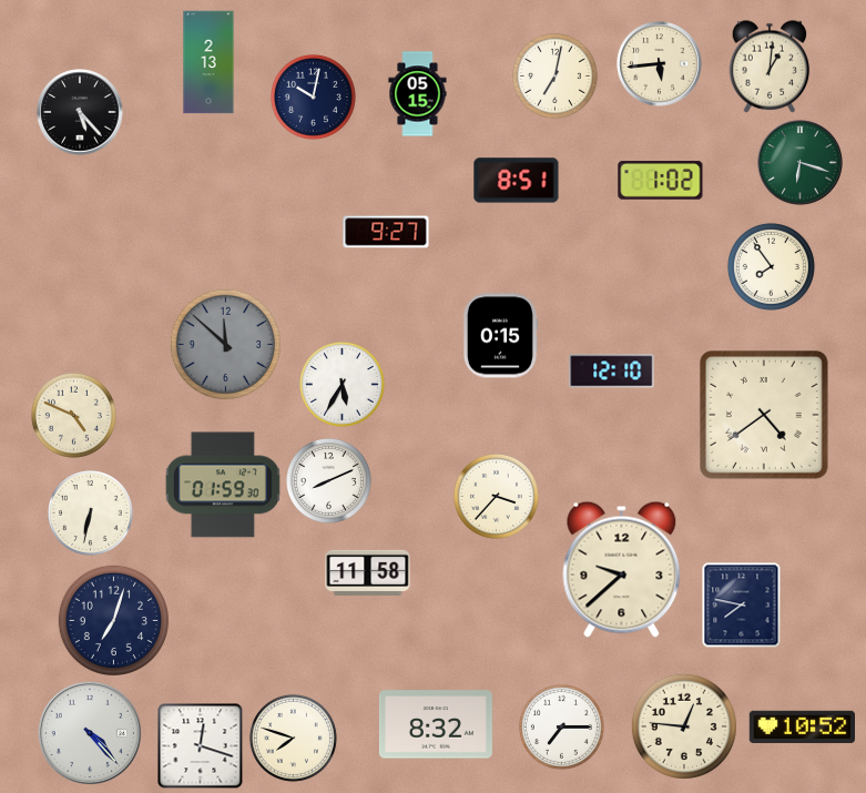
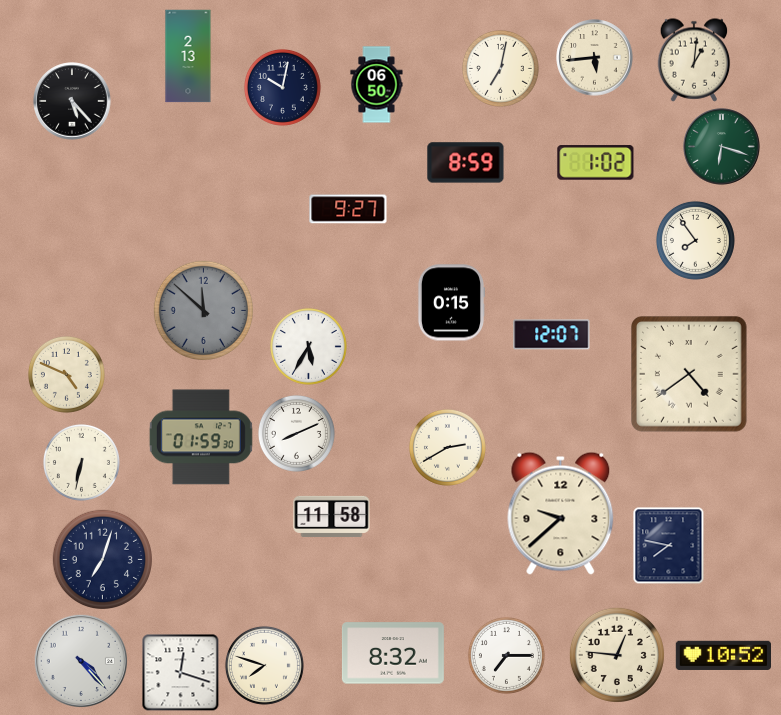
clock at (418, 94): 05:15 -> 06:50
clock at (517, 181): 8:51 -> 8:59
clock at (612, 372): 12:10 -> 12:07
clock at (496, 496): 3:37 -> 2:40
